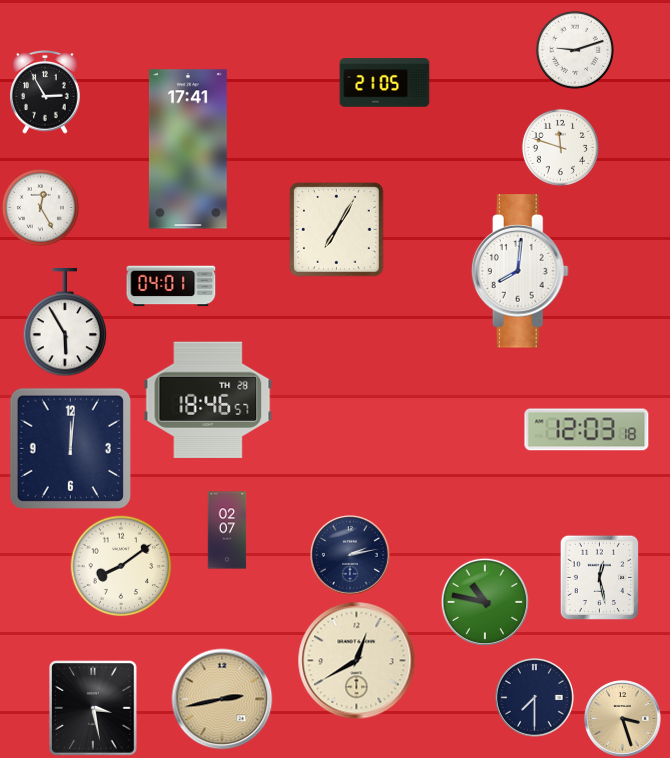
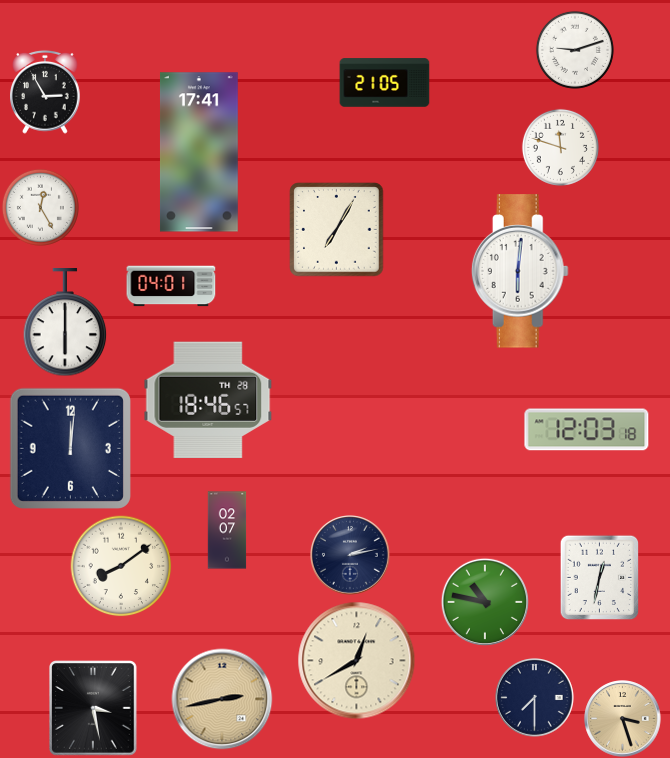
clock at (188, 149) position: (188, 149) -> (199, 152)
clock at (520, 271): 8:01 -> 6:01
clock at (65, 323): 5:55 -> 6:00
clock at (599, 577): 12:28 -> 12:32
